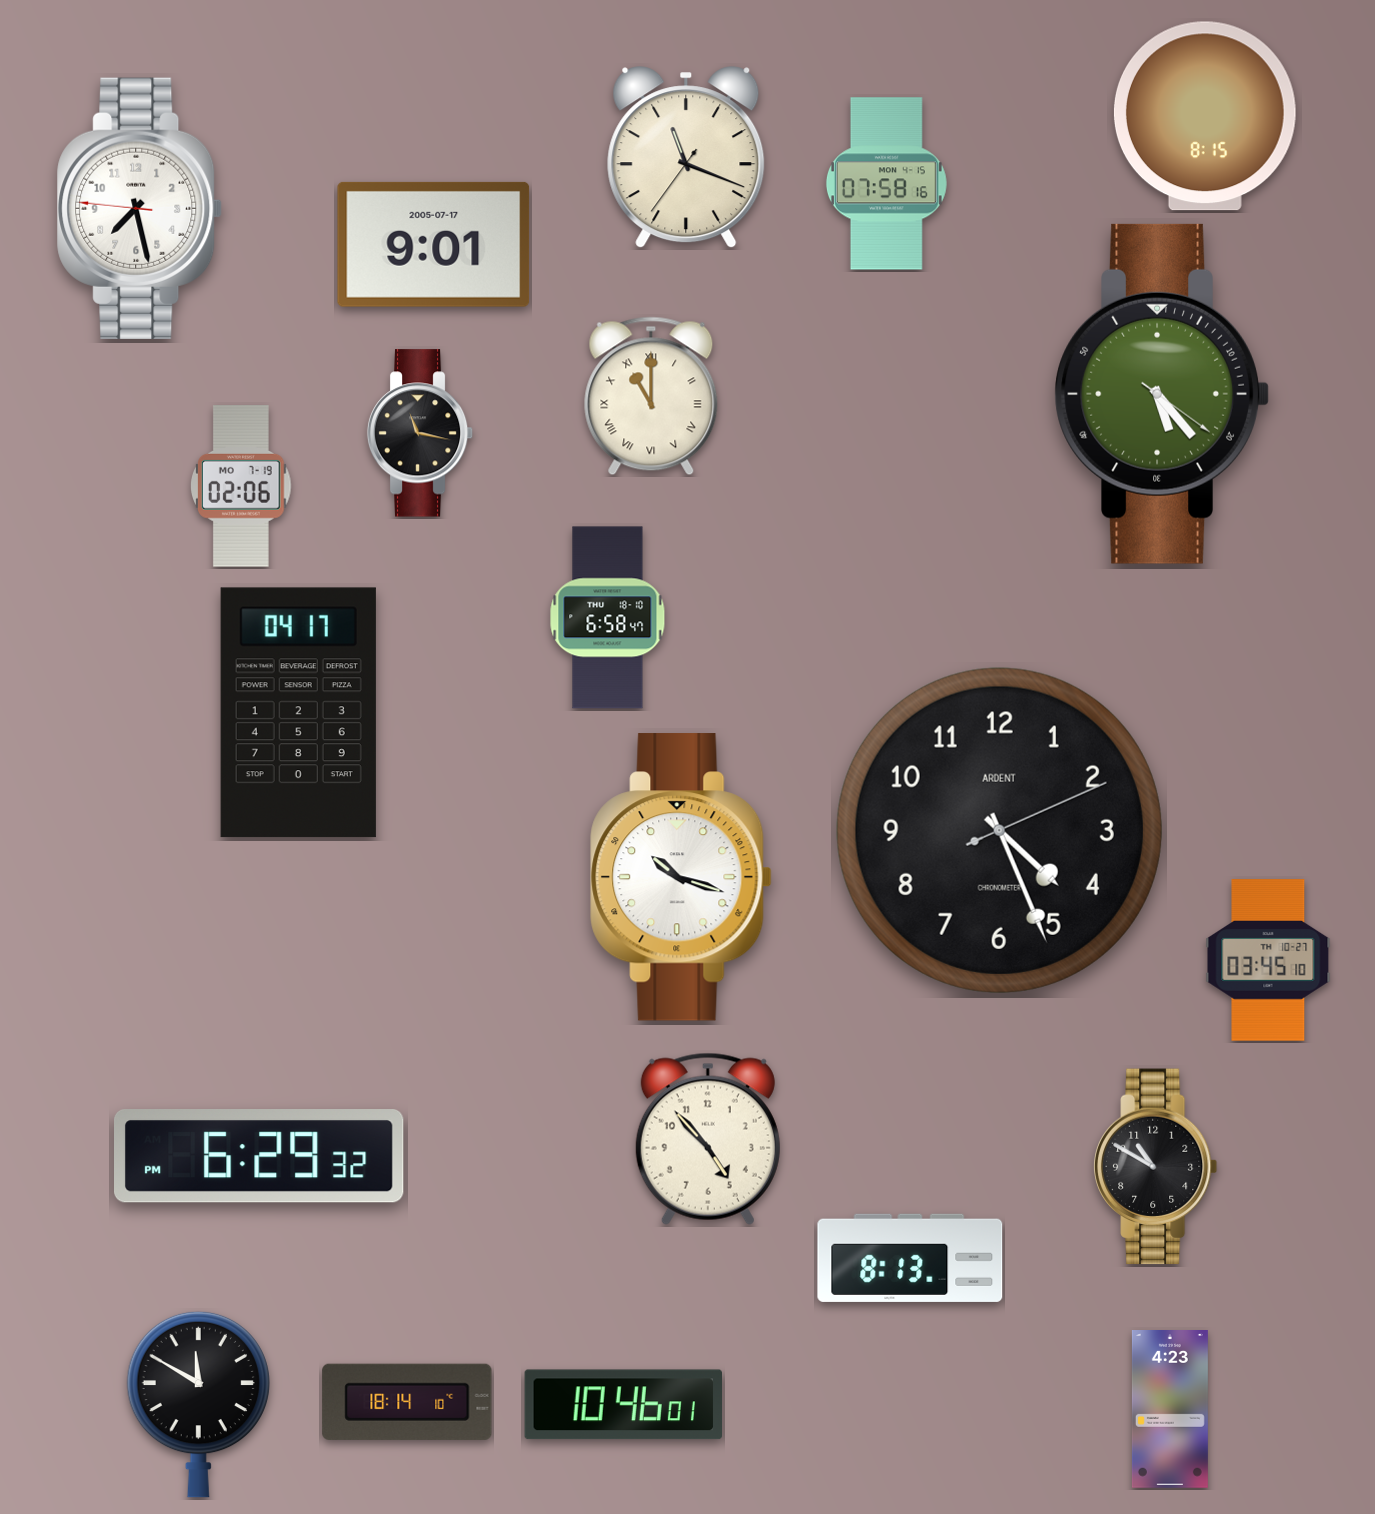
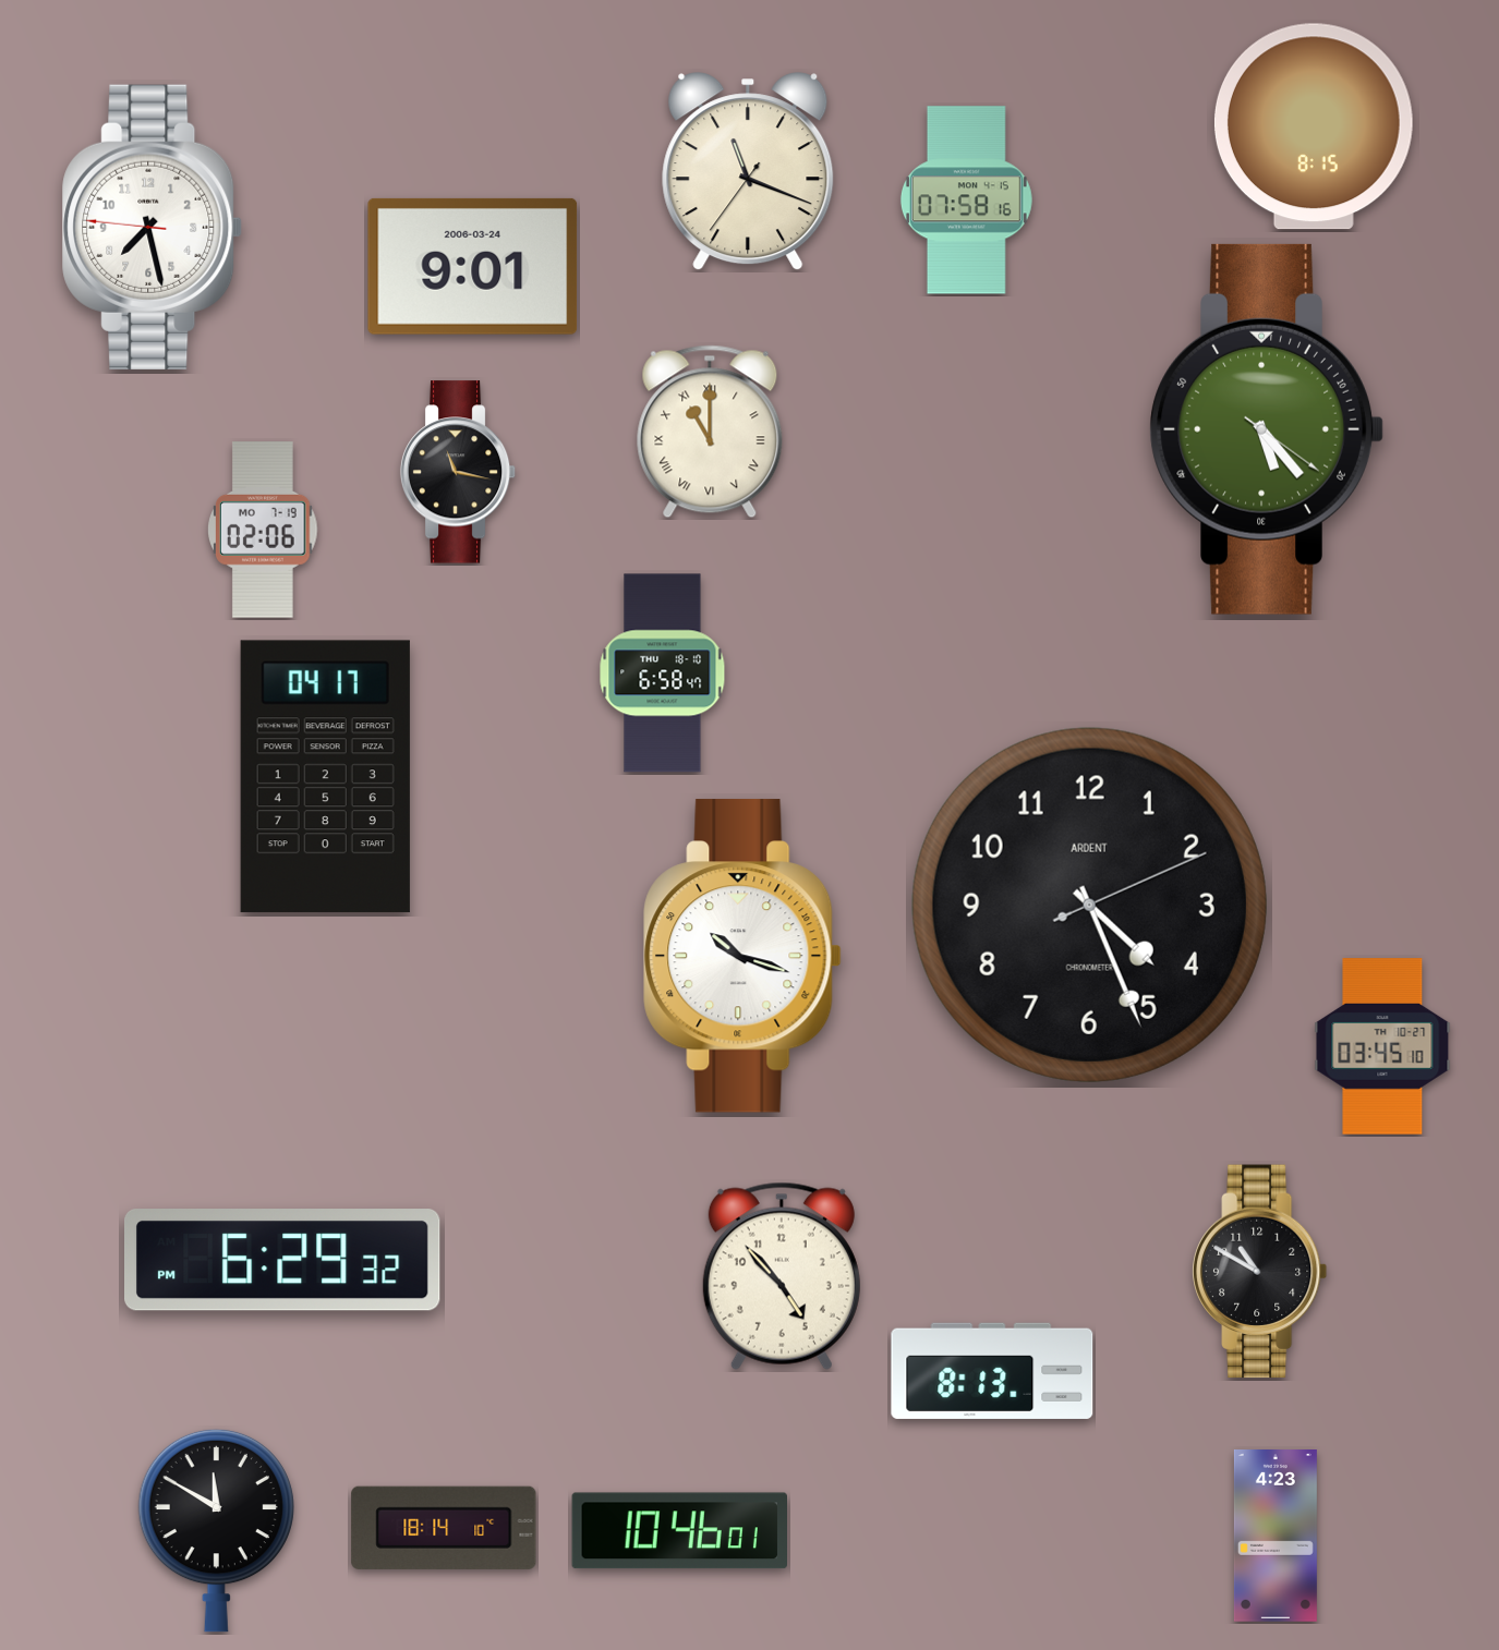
clock at (434, 244) date: 2005-07-17 -> 2006-03-24
clock at (708, 1139) position: (708, 1139) -> (782, 1276)
